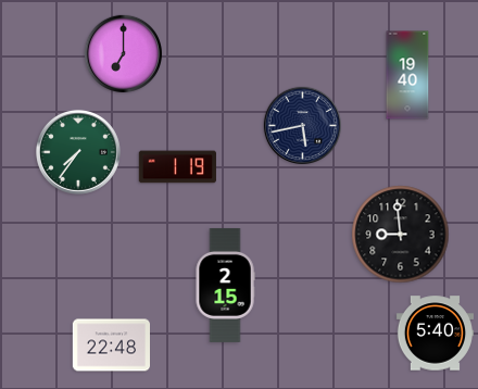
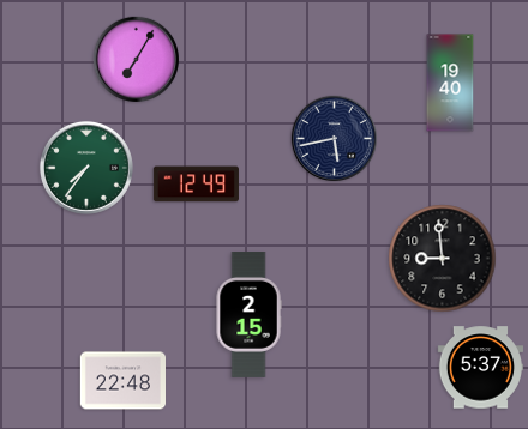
clock at (123, 53): 7:00 -> 7:05
clock at (177, 167): 1:19 -> 12:49
clock at (435, 334): 5:40 -> 5:37
